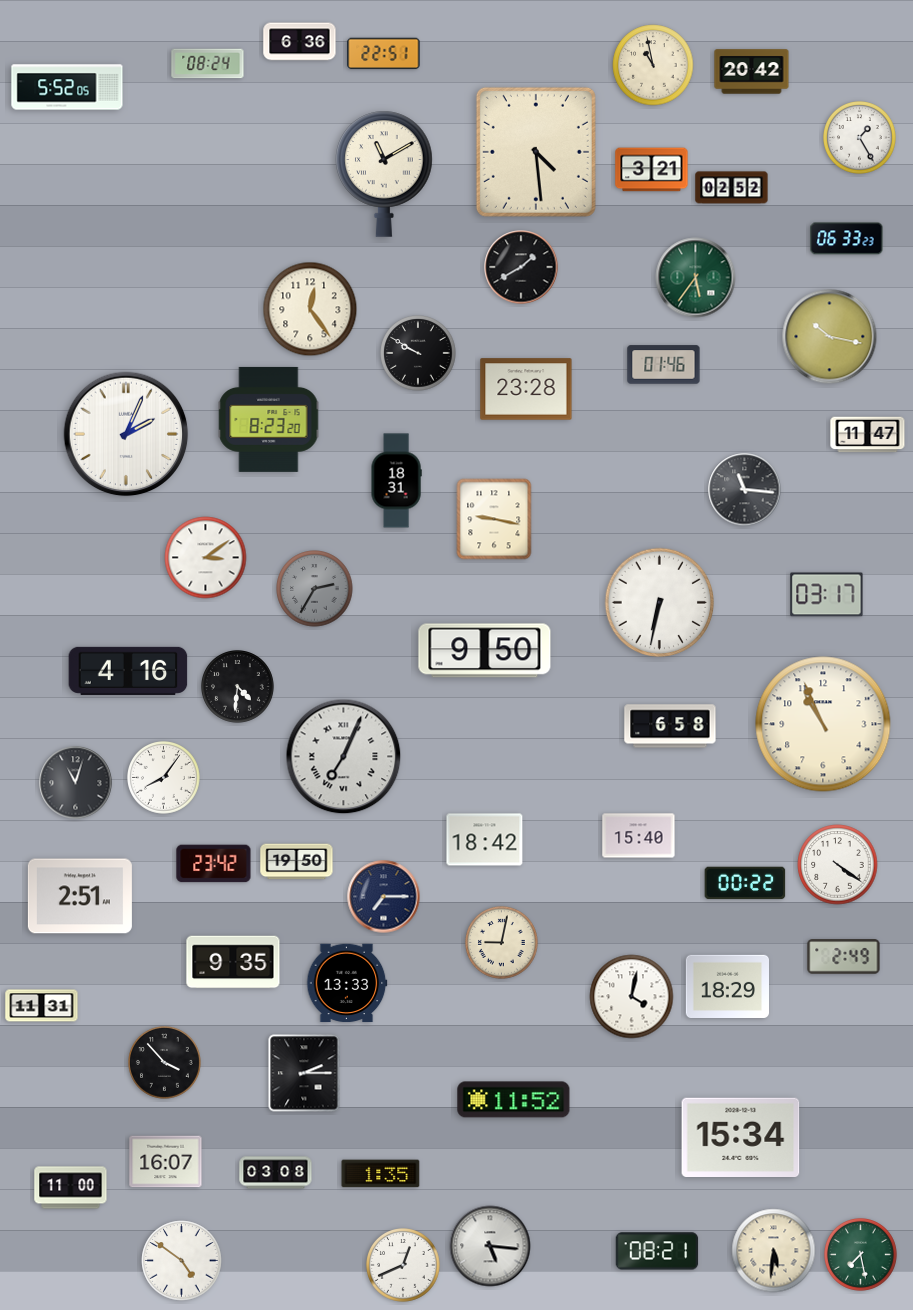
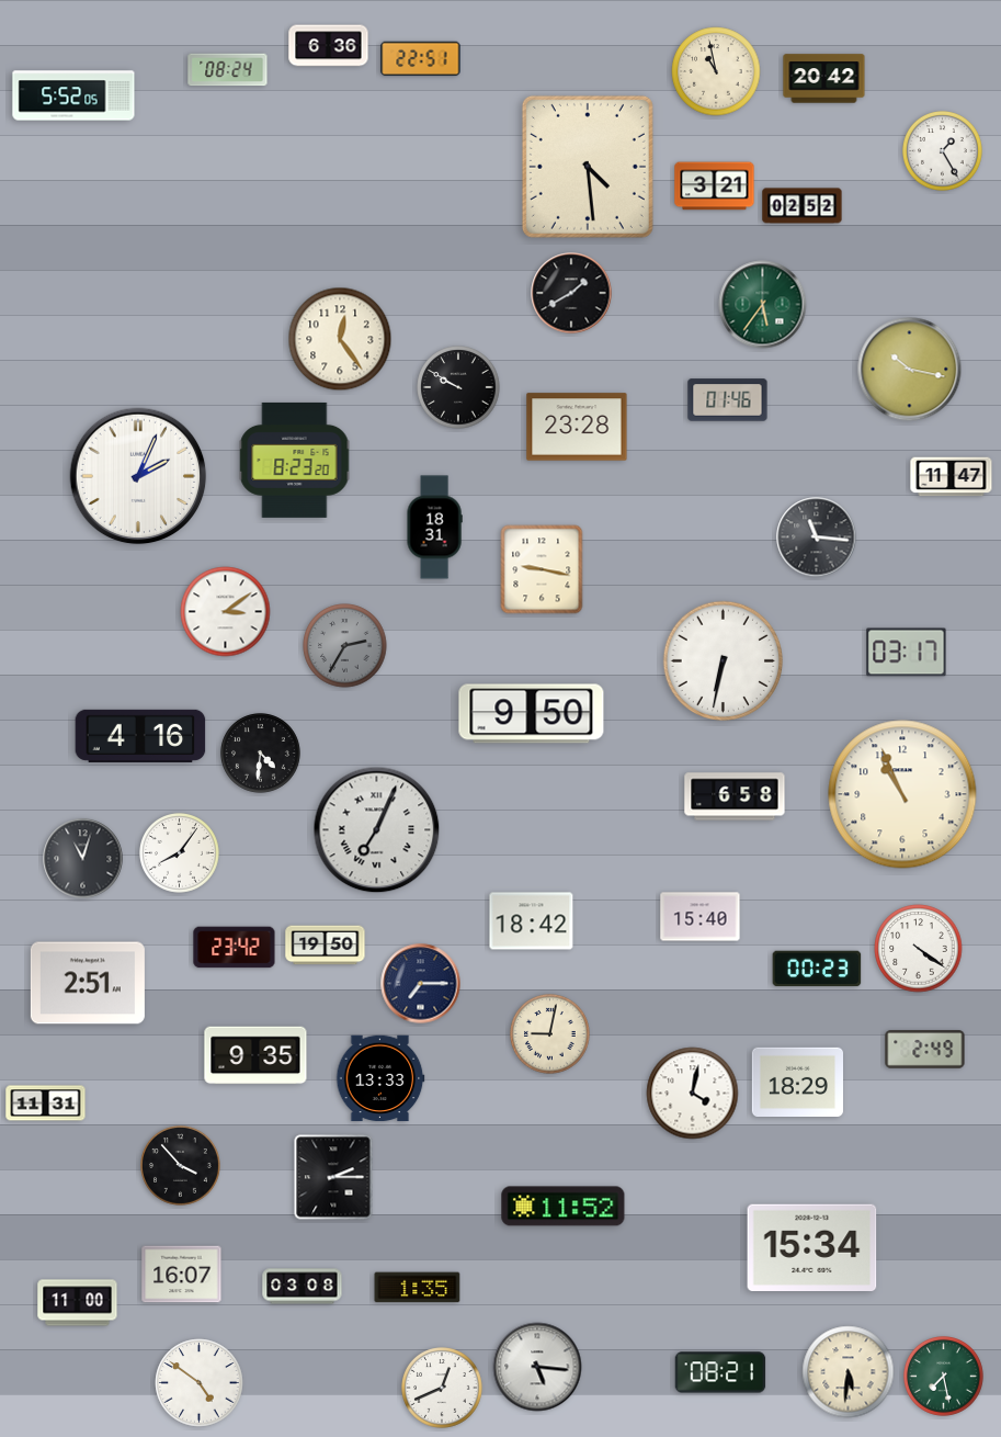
clock at (384, 174): 11:10 -> none
clock at (847, 239): 06:33 -> none
clock at (745, 883): 00:22 -> 00:23
